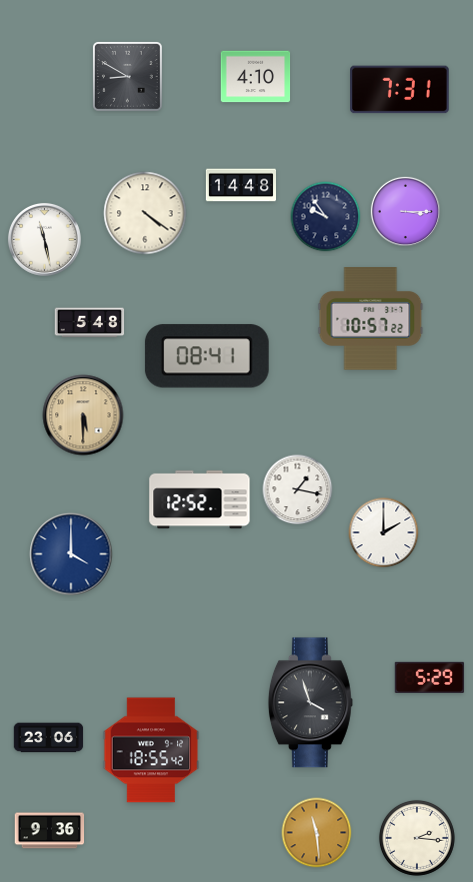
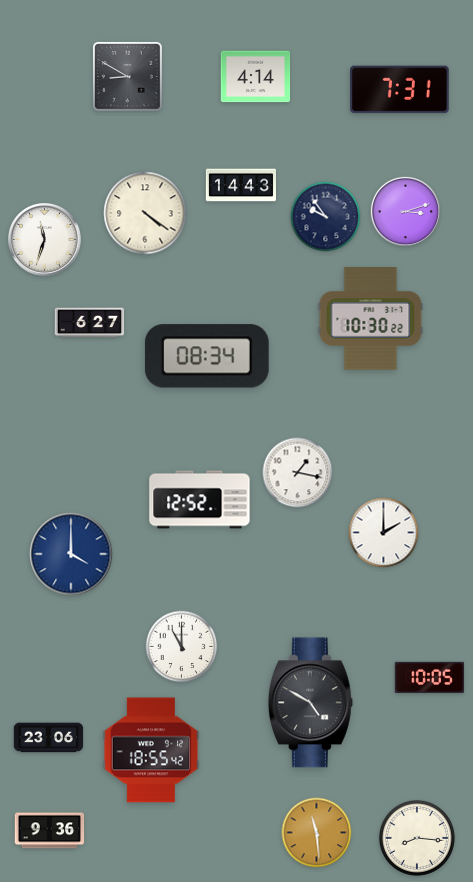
clock at (256, 77): 4:10 -> 4:14
clock at (240, 185): 14:48 -> 14:43
clock at (405, 211): 3:15 -> 3:12
clock at (45, 240): 11:28 -> 11:33
clock at (371, 319): 10:57 -> 10:30
clock at (90, 323): 5:48 -> 6:27
clock at (207, 356): 08:41 -> 08:34
clock at (83, 415): 5:30 -> none
clock at (298, 490) position: (298, 490) -> (298, 473)
clock at (182, 647): none -> 11:00
clock at (430, 677): 5:29 -> 10:05
clock at (310, 703): 3:57 -> 4:50
clock at (417, 838): 2:16 -> 8:16
